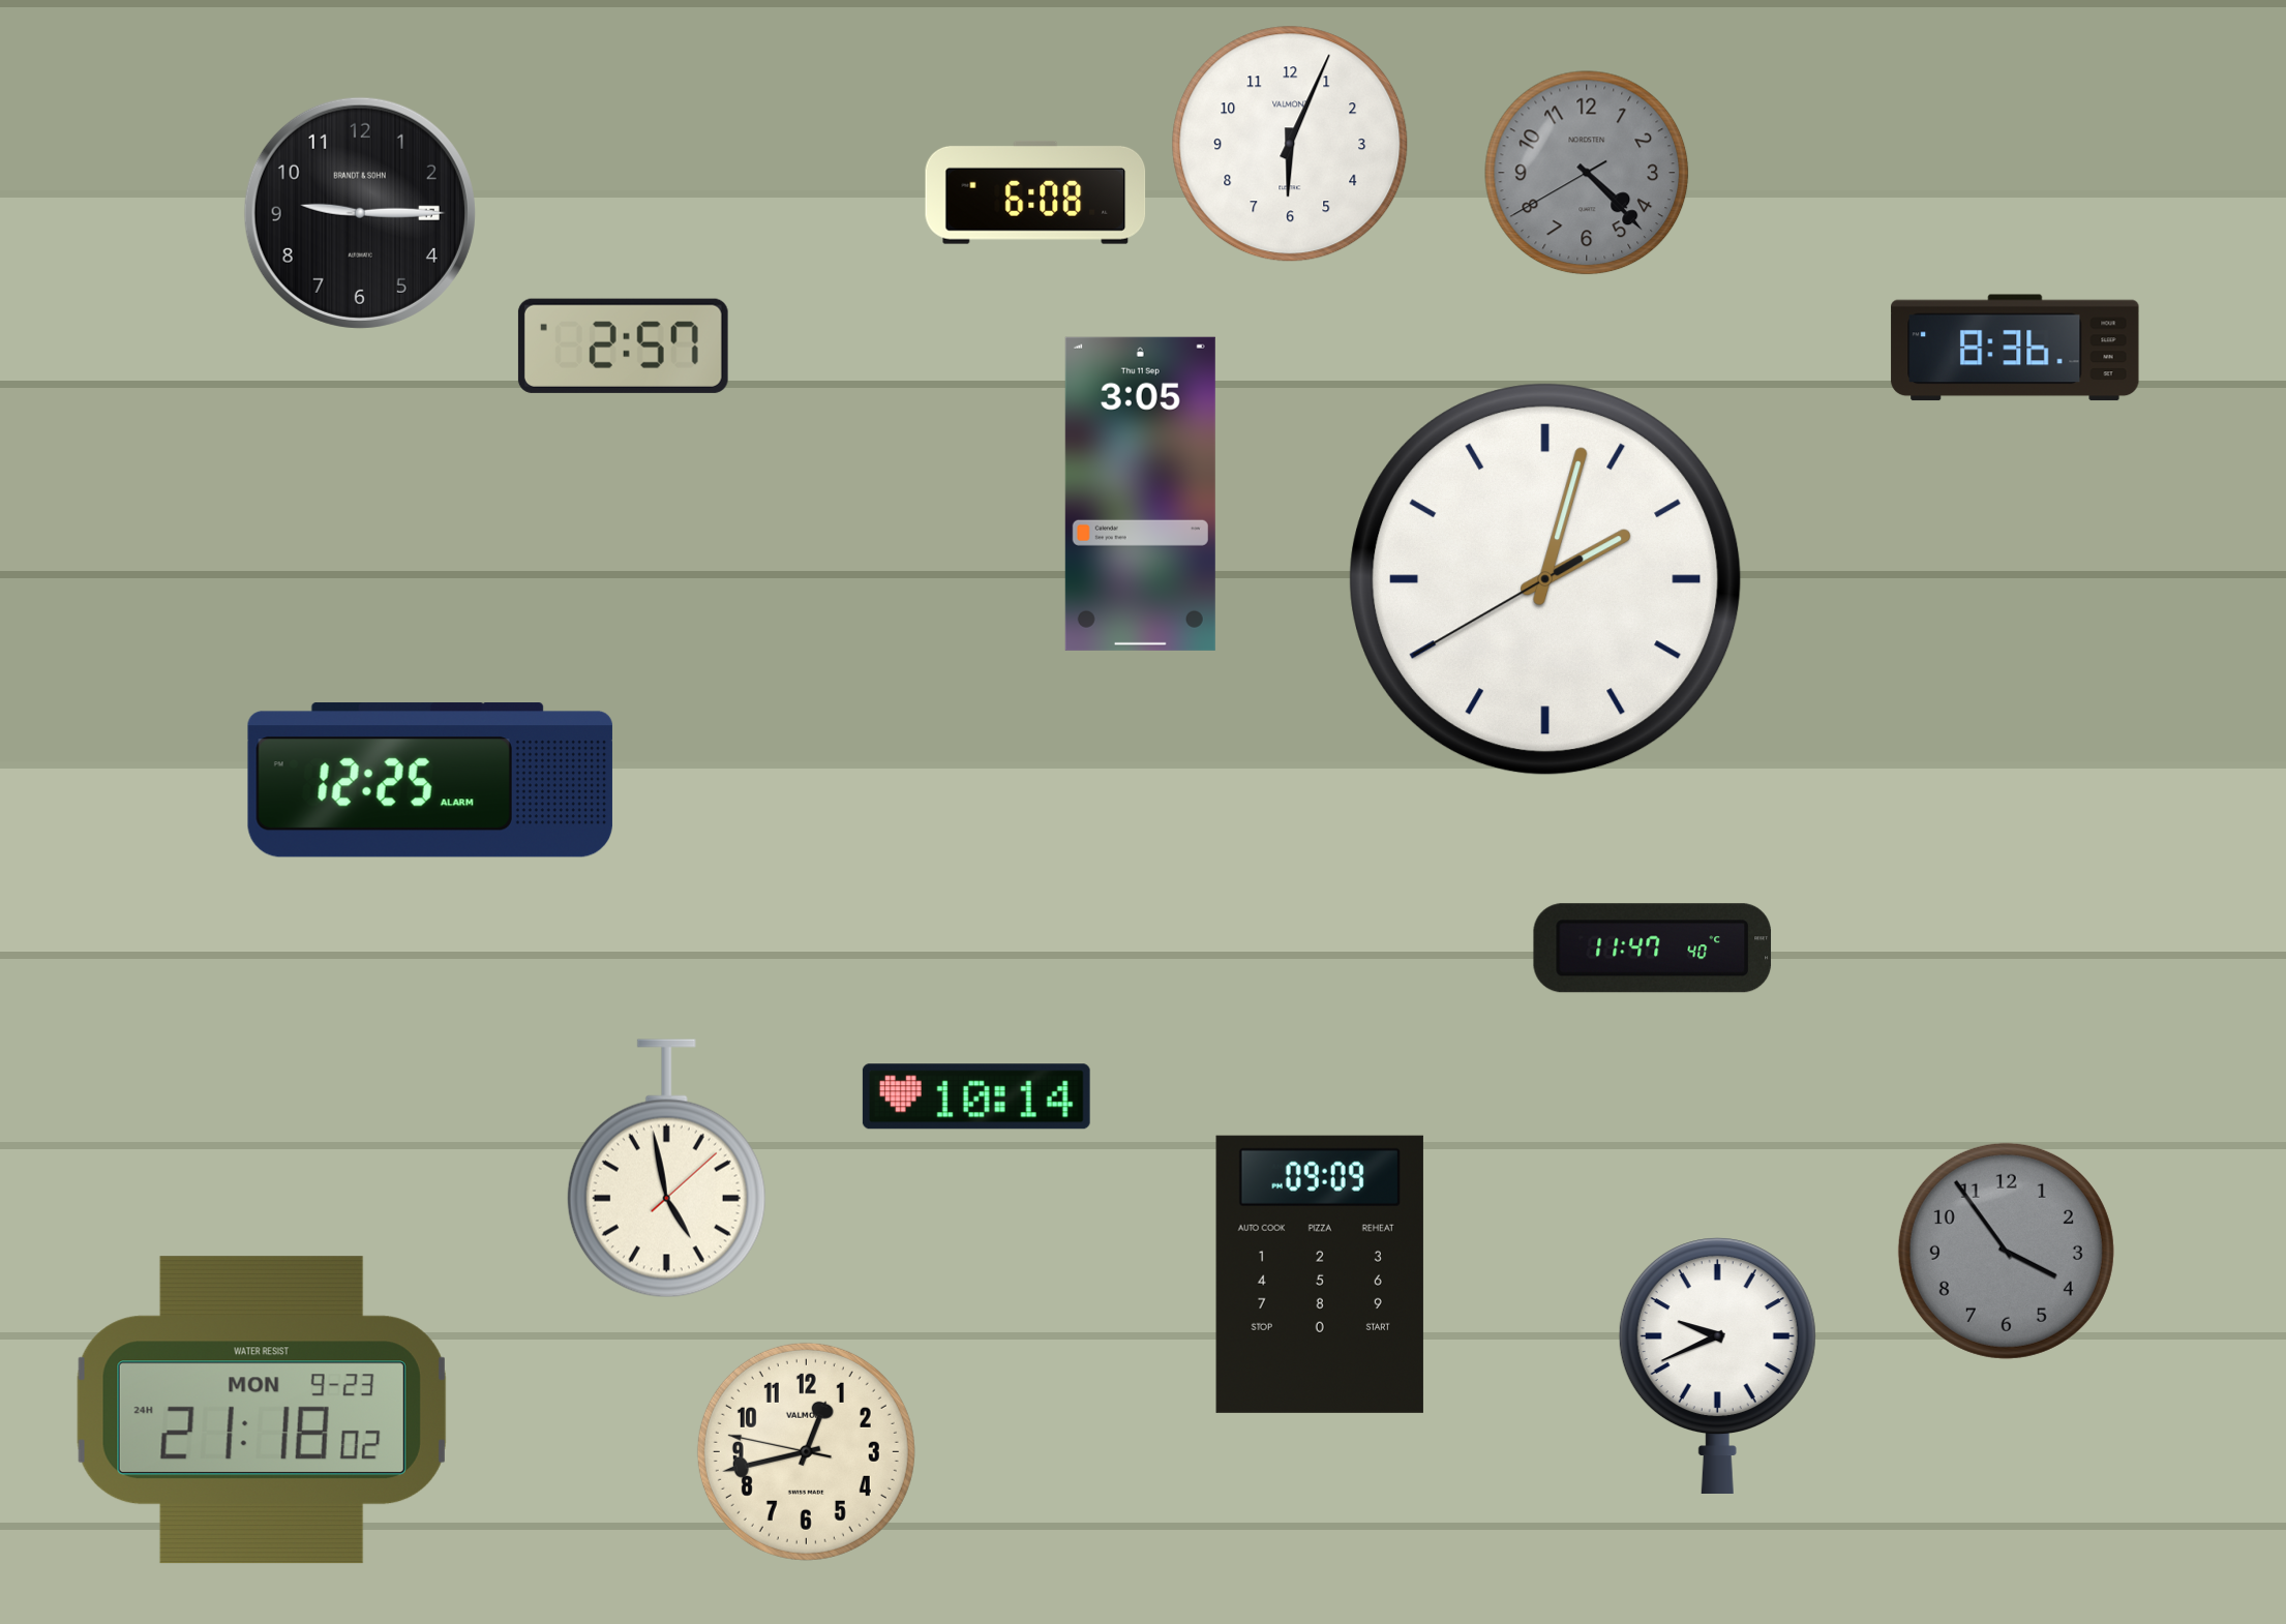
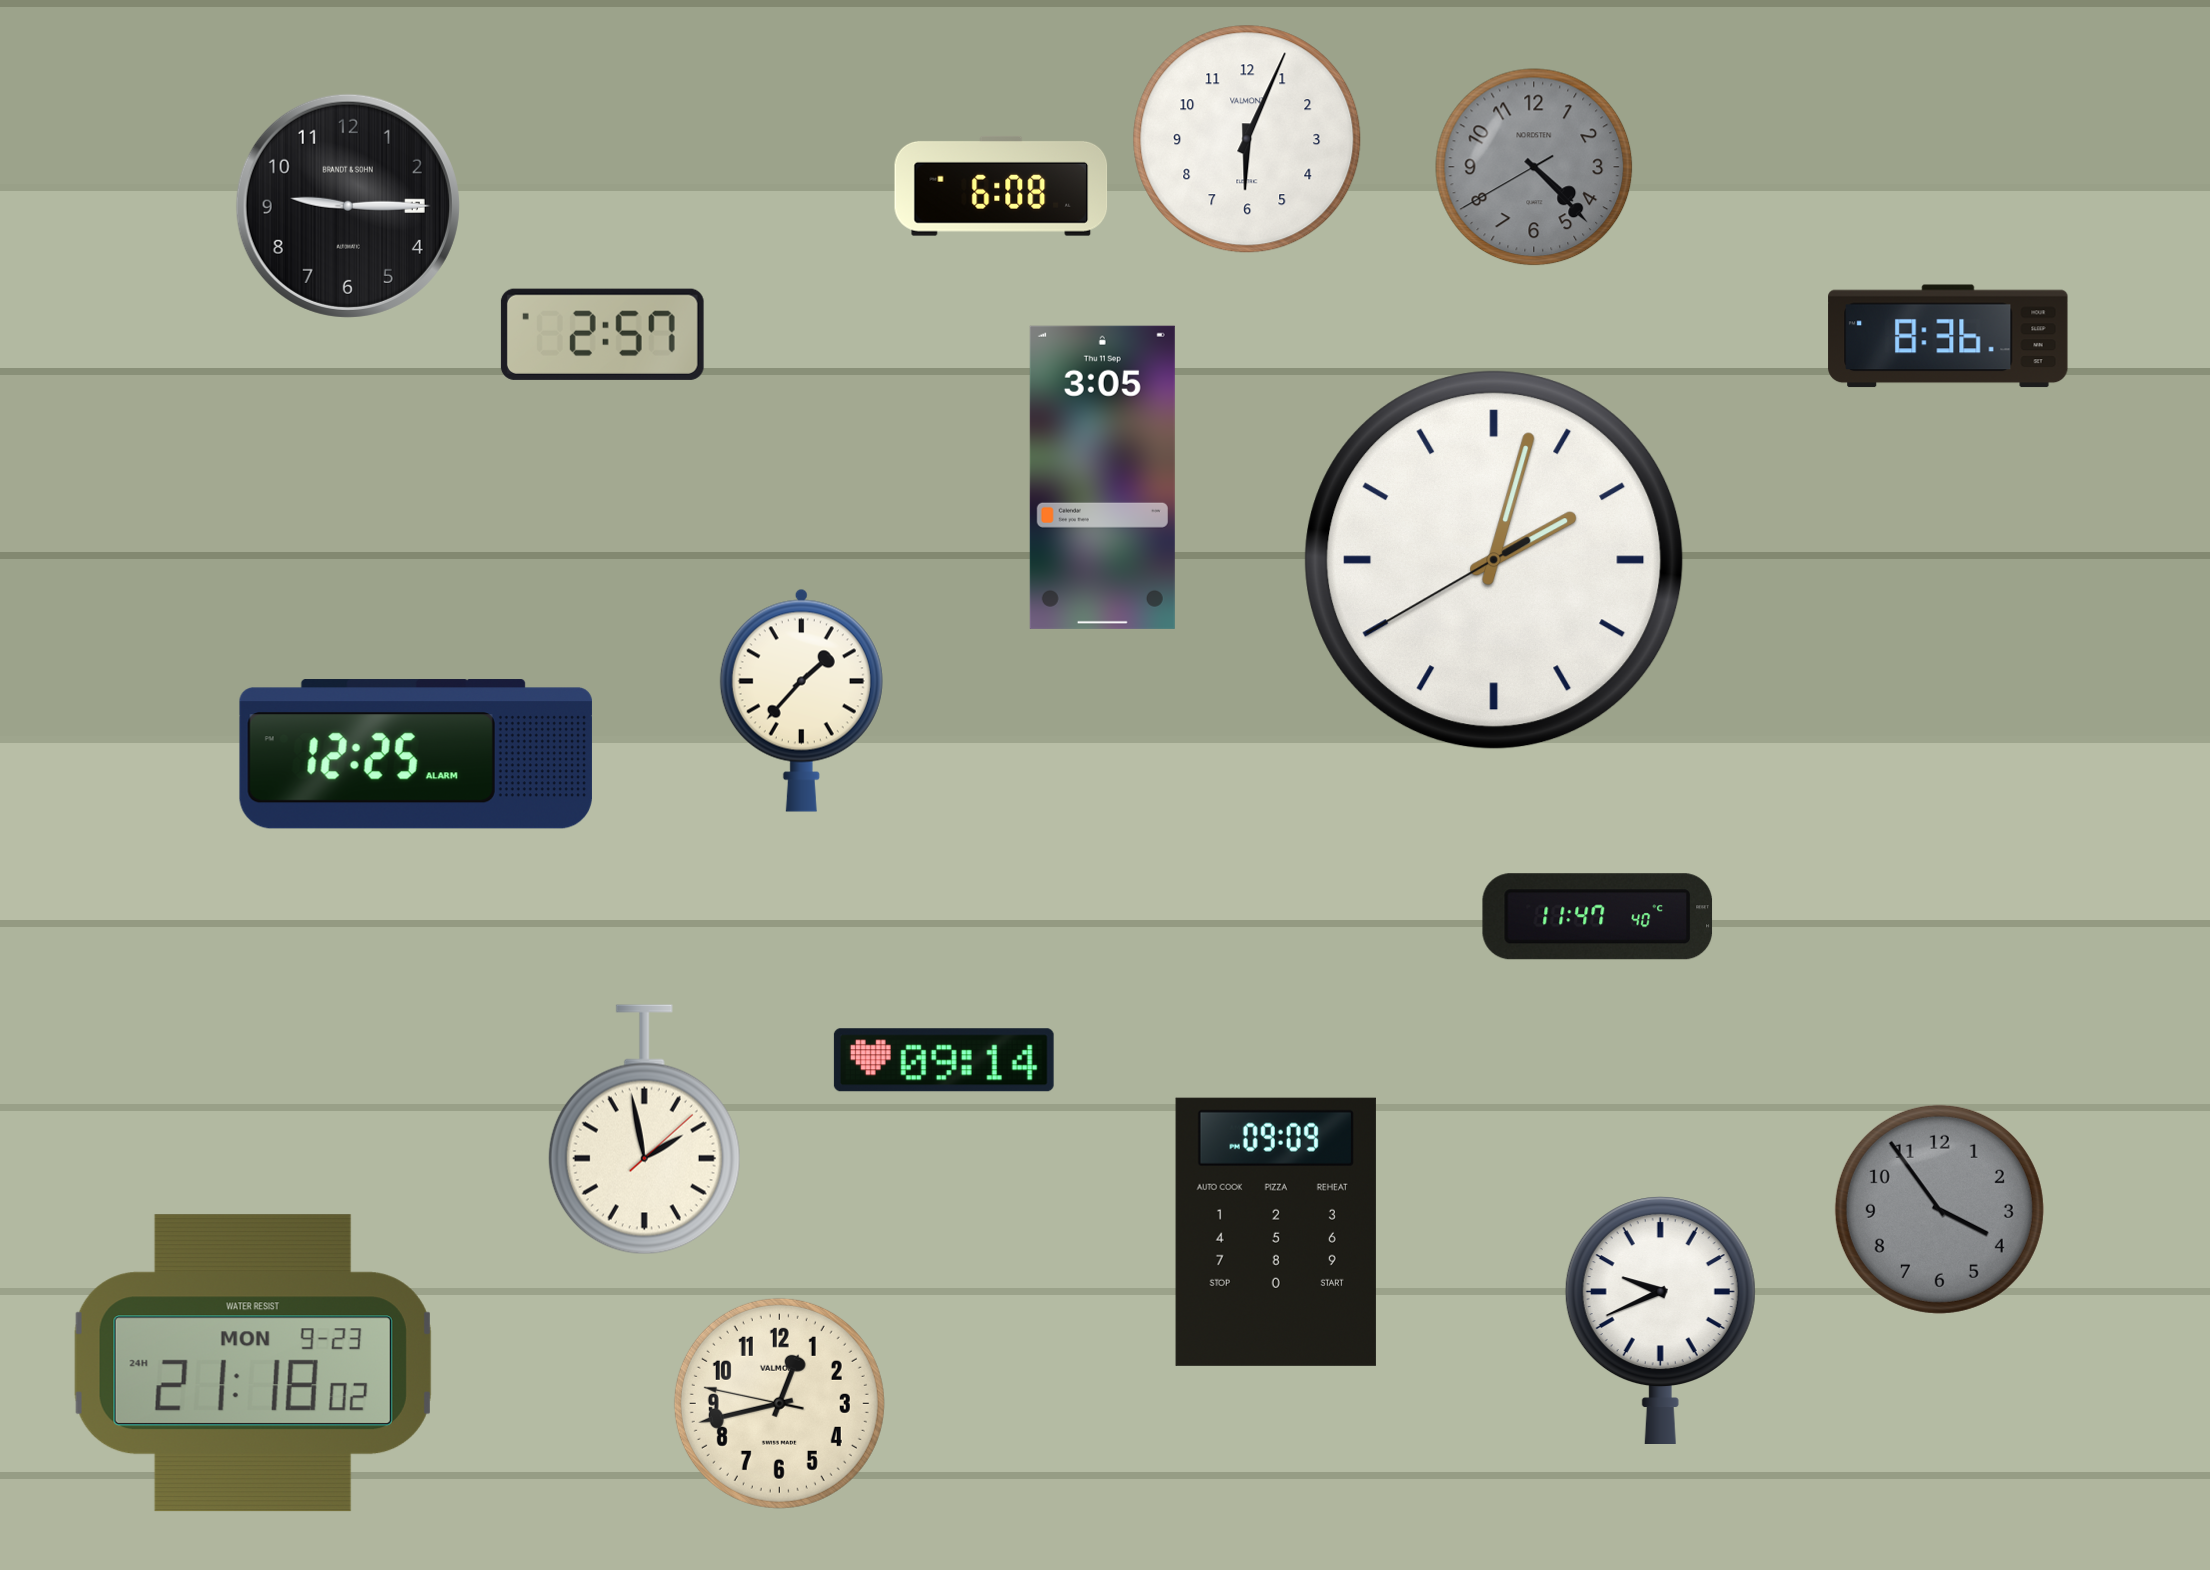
clock at (801, 700): none -> 1:37
clock at (976, 1096): 10:14 -> 09:14
clock at (666, 1169): 4:58 -> 1:58
